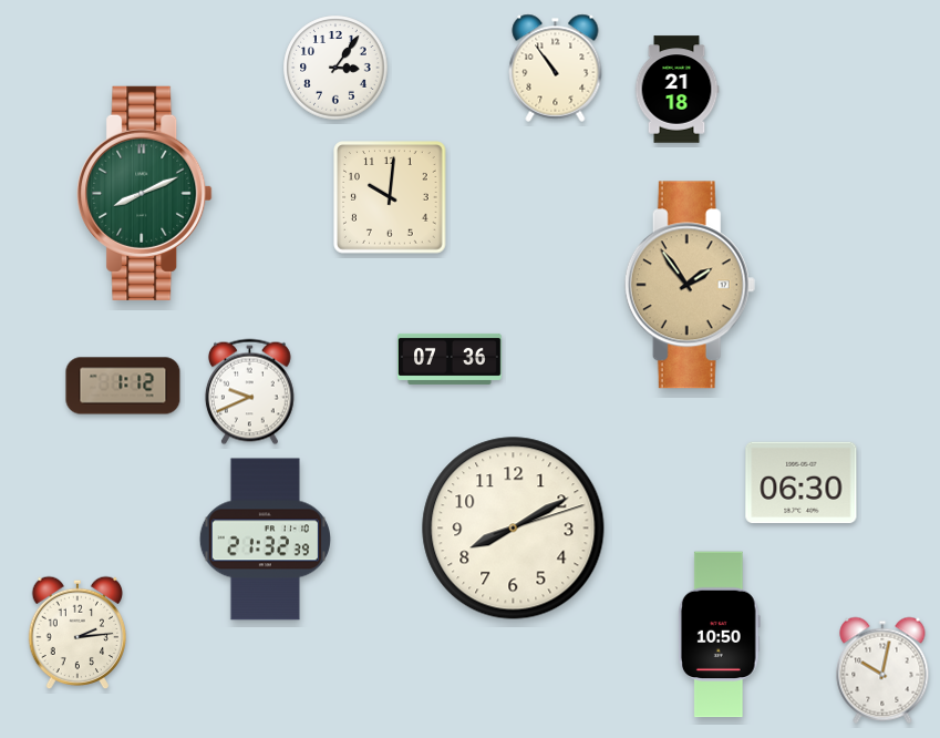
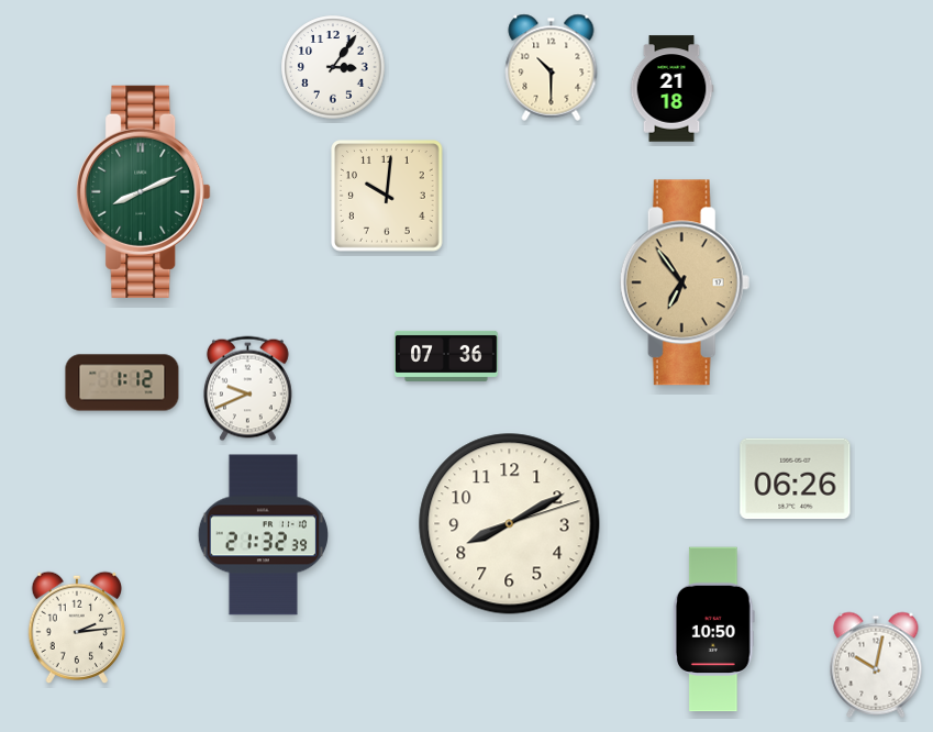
clock at (556, 68): 10:54 -> 10:30
clock at (690, 285): 1:54 -> 6:54
clock at (802, 483): 06:30 -> 06:26
